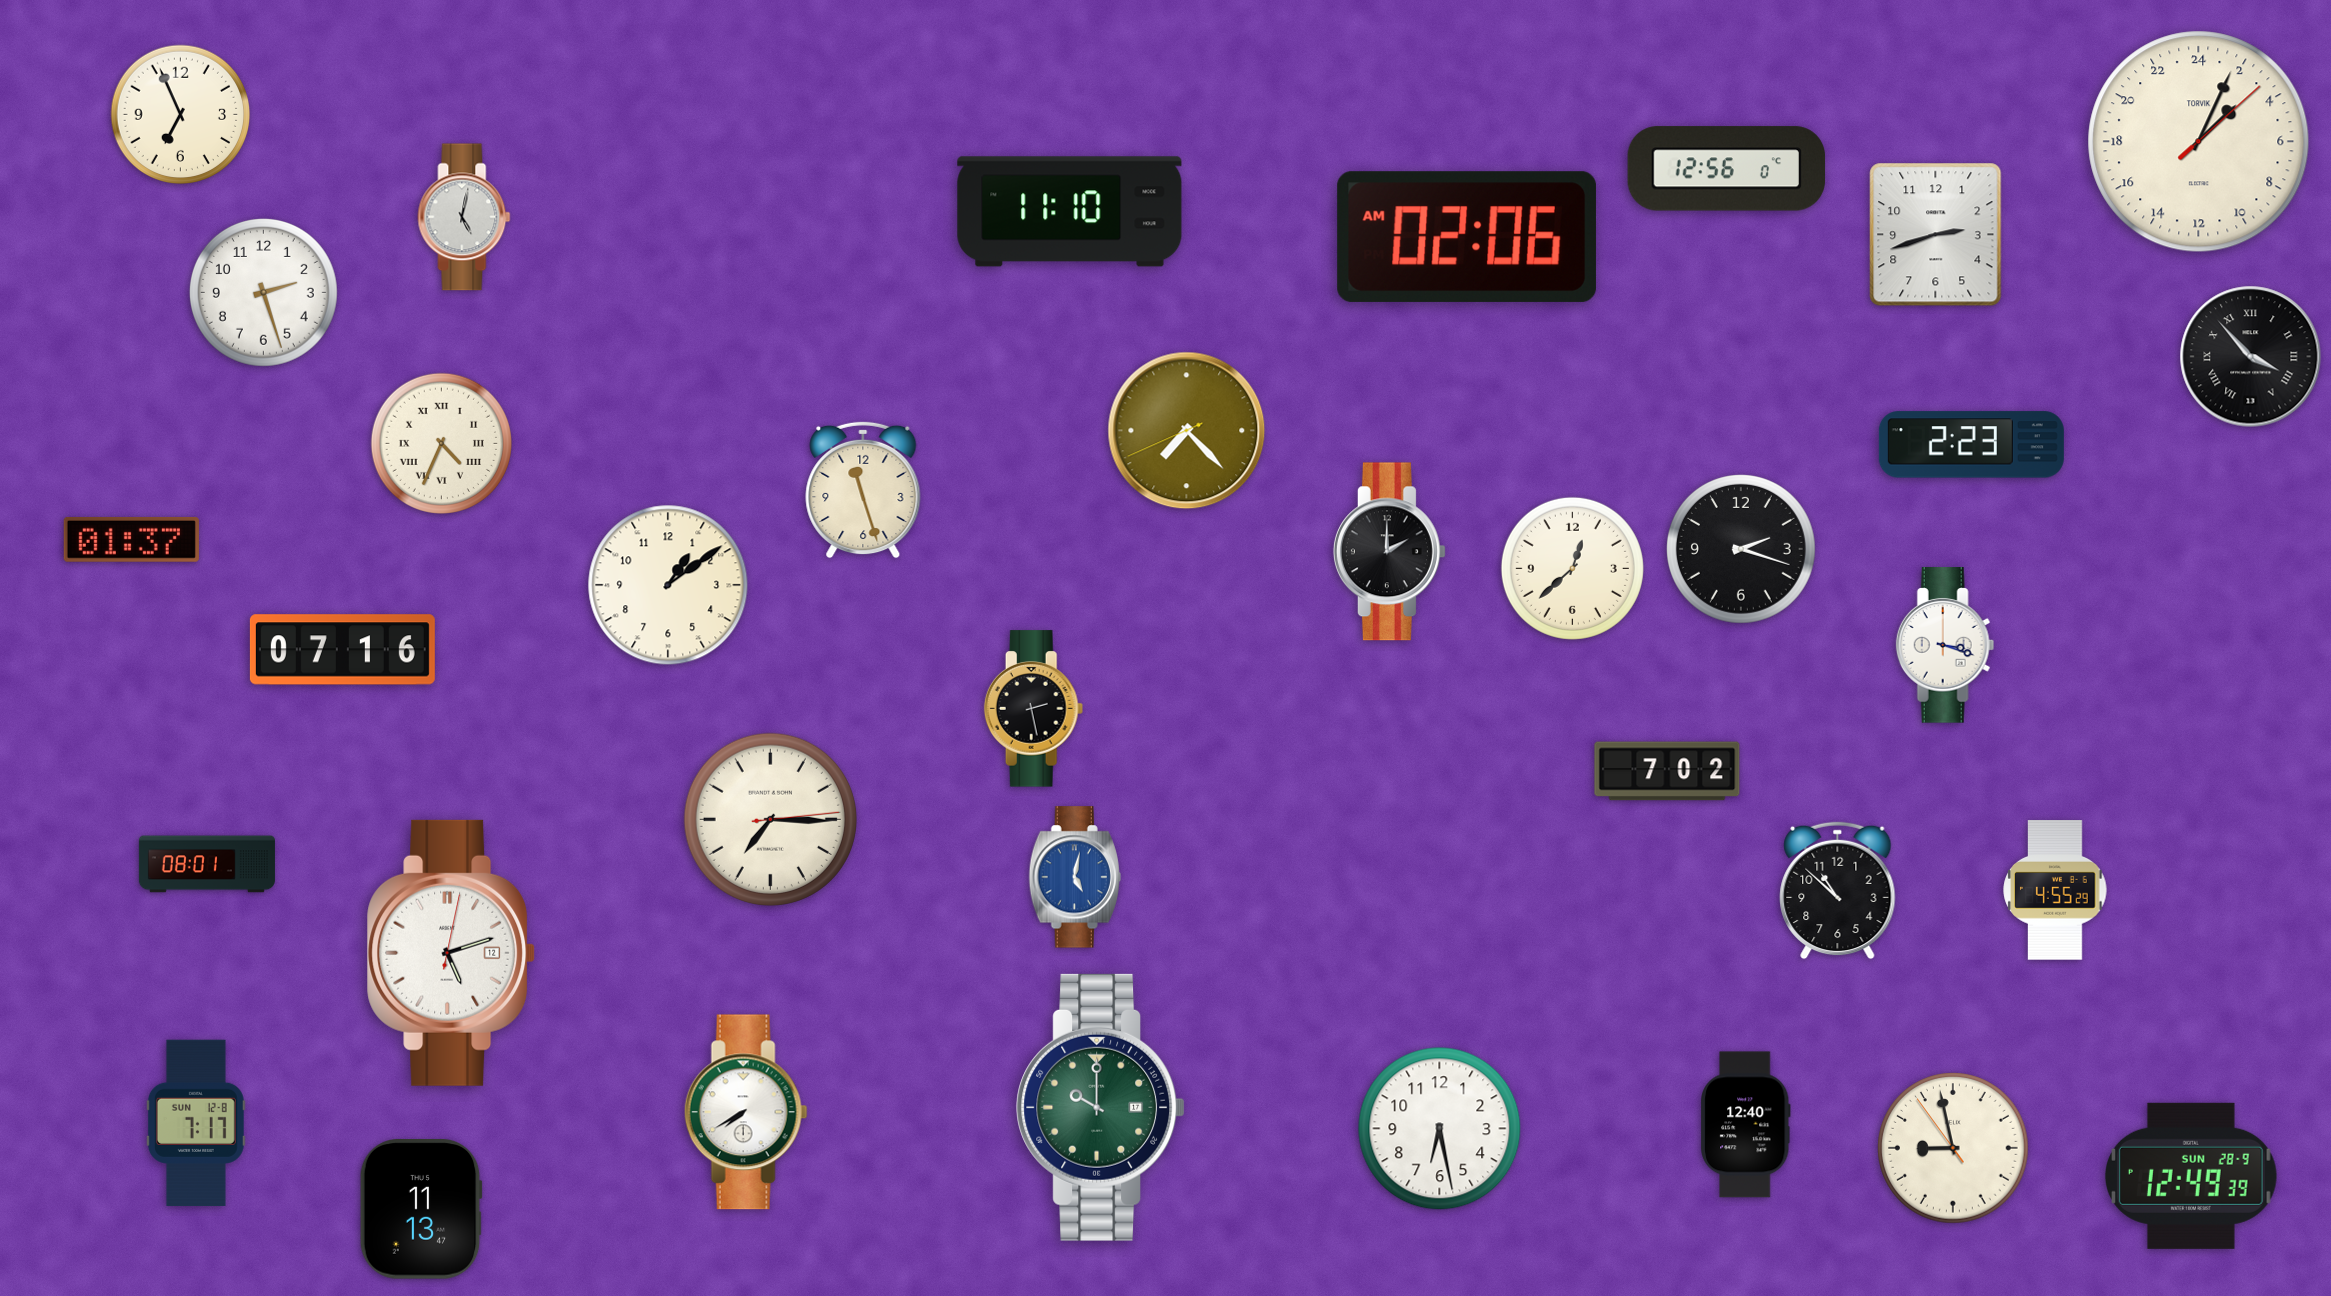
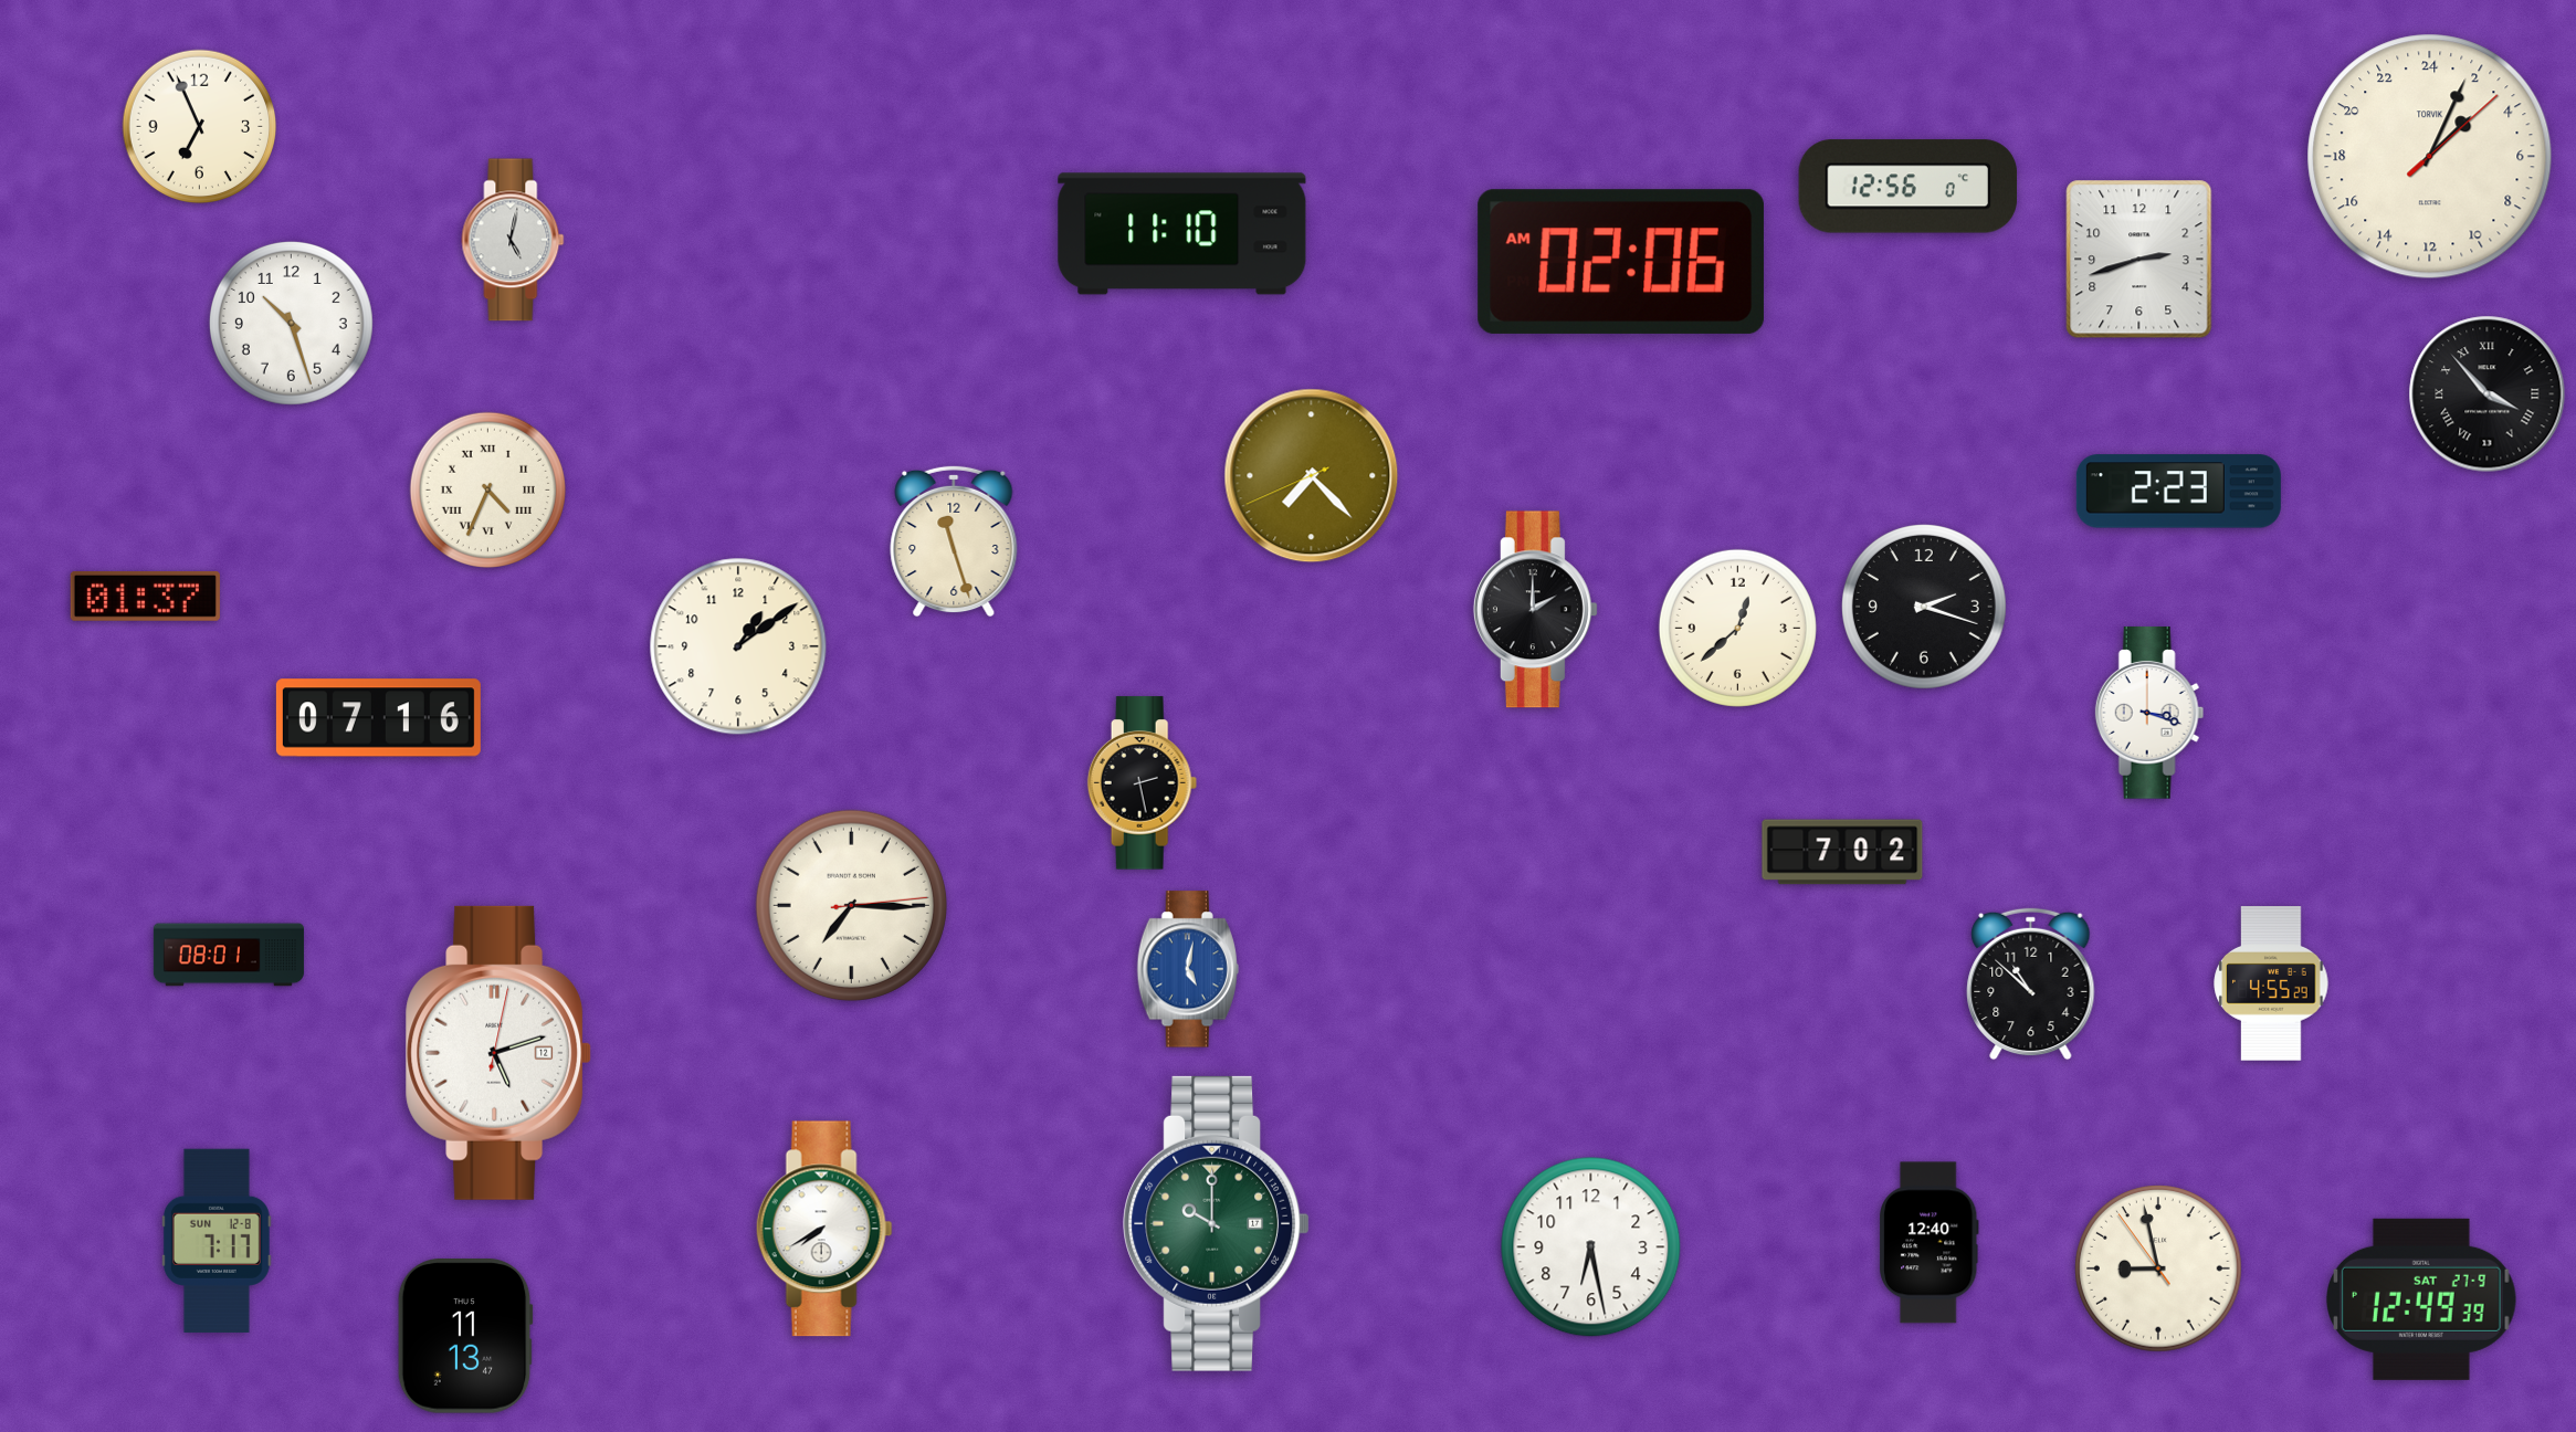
clock at (263, 292): 2:27 -> 10:27
clock at (2191, 1176) date: SUN 28-9 -> SAT 27-9
